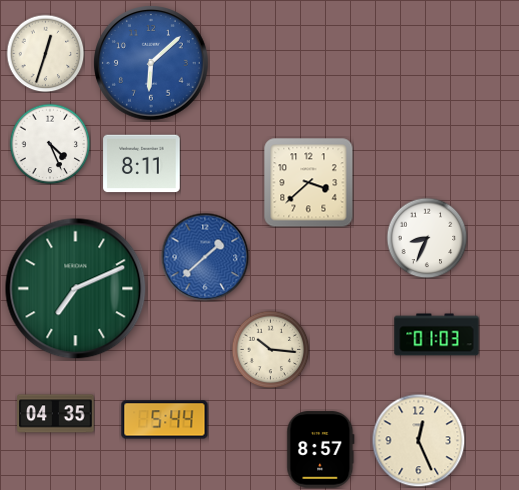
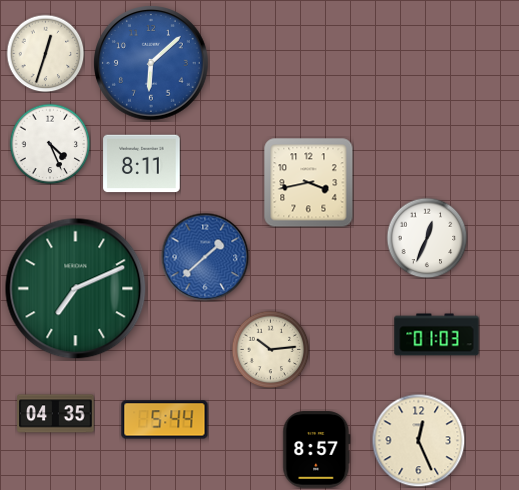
clock at (309, 183): 3:38 -> 3:43
clock at (427, 238): 8:34 -> 12:34
clock at (270, 349): 10:16 -> 10:14
clock at (321, 450) position: (321, 450) -> (317, 450)
